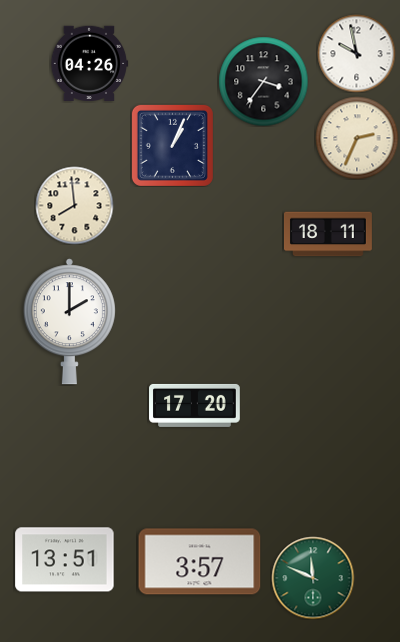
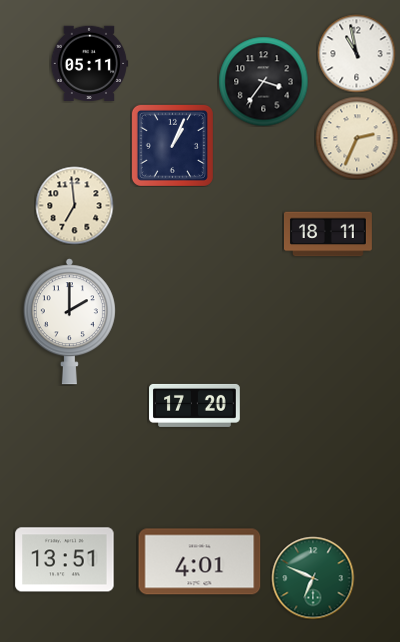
clock at (356, 53): 9:58 -> 10:58
clock at (89, 63): 04:26 -> 05:11
clock at (74, 205): 7:59 -> 6:59
clock at (200, 562): 3:57 -> 4:01
clock at (313, 578): 11:49 -> 6:49
